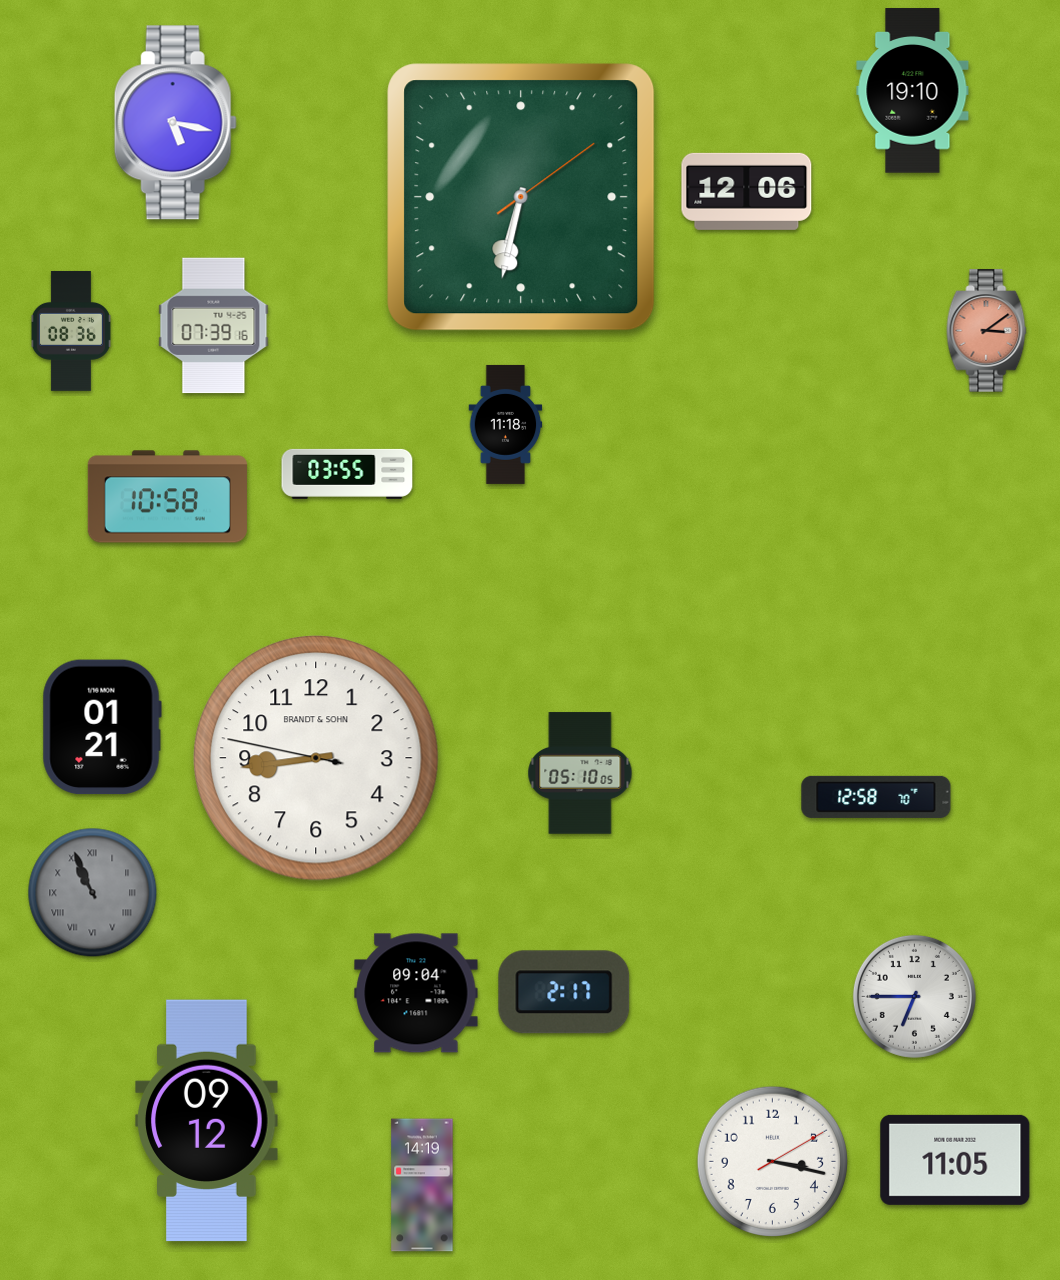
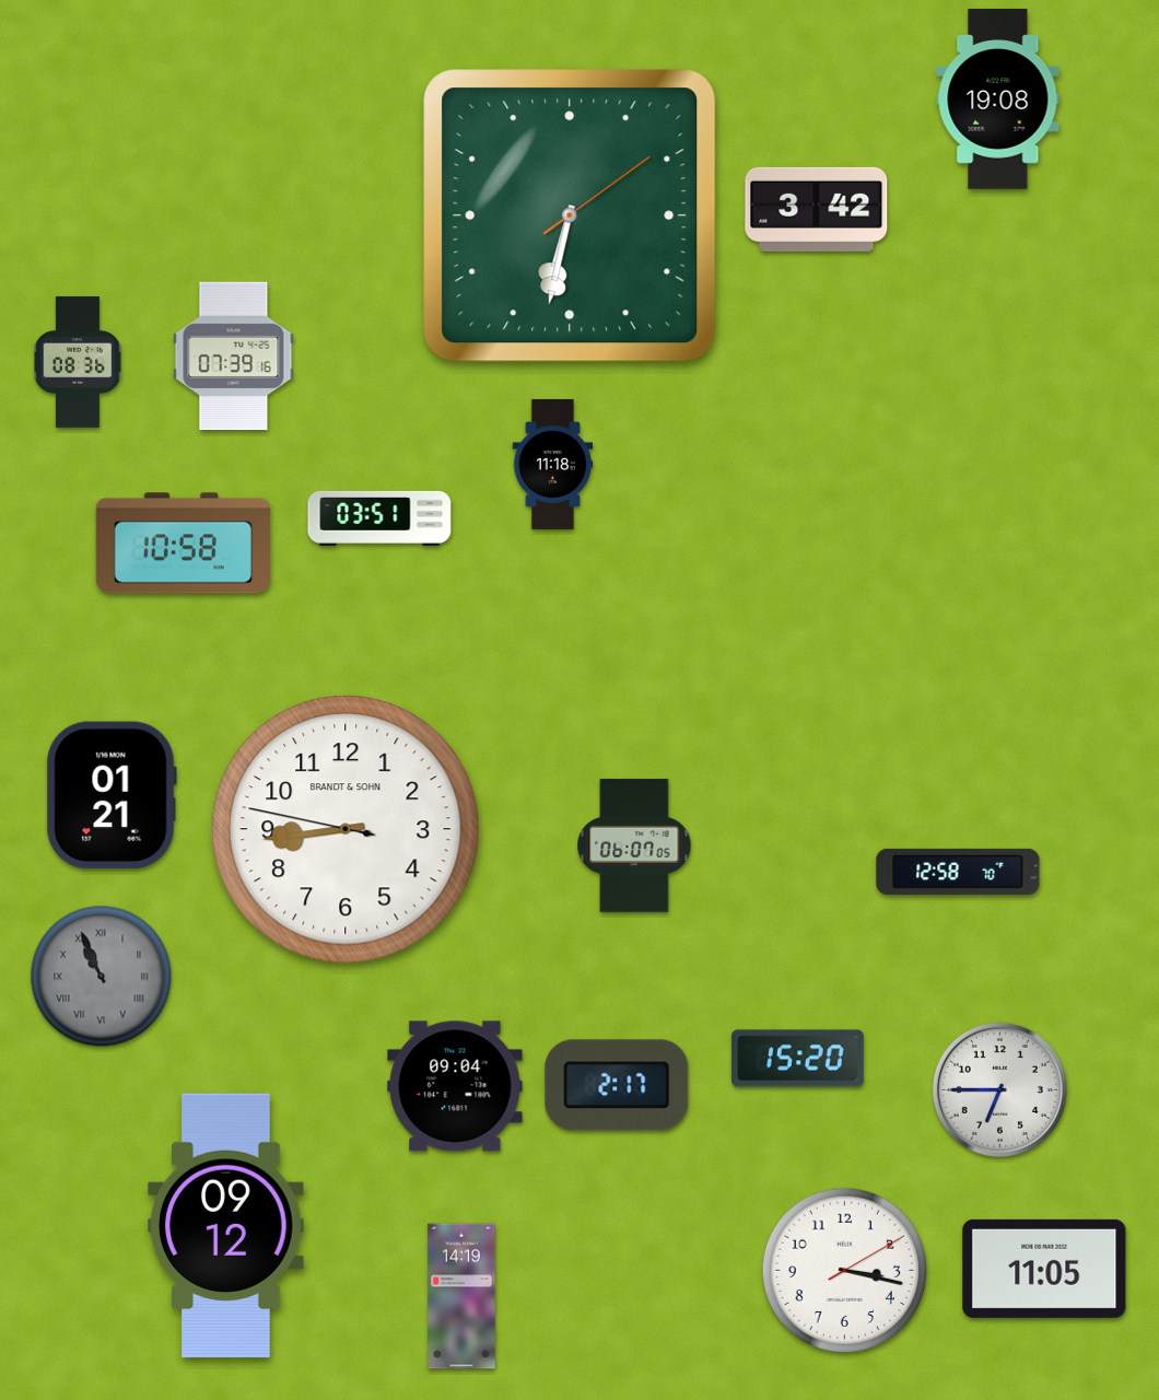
clock at (913, 91): 19:10 -> 19:08
clock at (175, 123): 5:17 -> none
clock at (747, 191): 12:06 -> 3:42
clock at (987, 331): 3:09 -> none
clock at (347, 474): 03:55 -> 03:51
clock at (580, 773): 05:10 -> 06:07
clock at (798, 1059): none -> 15:20
